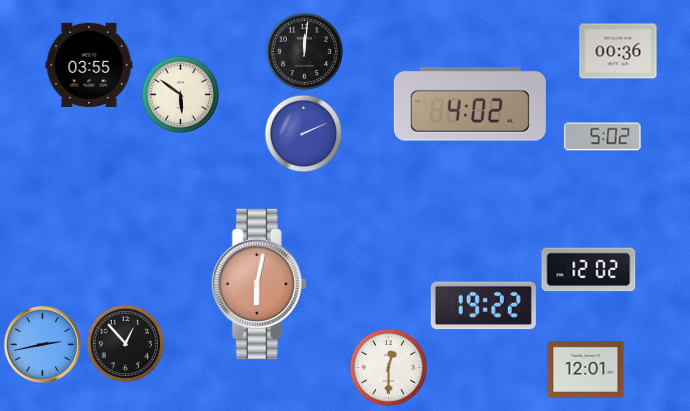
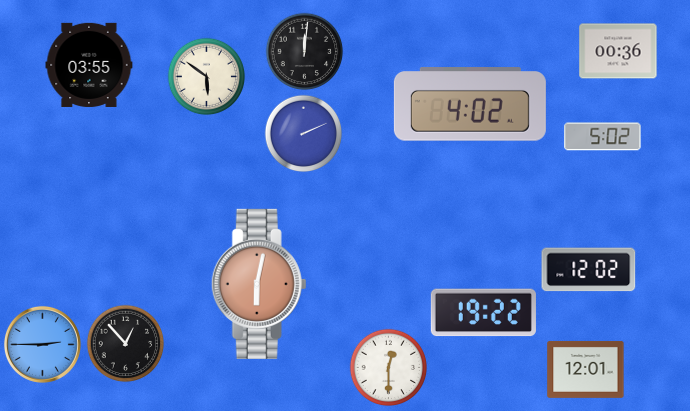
clock at (180, 94) position: (180, 94) -> (206, 76)
clock at (483, 306) position: (483, 306) -> (483, 313)
clock at (42, 344): 2:43 -> 2:45
